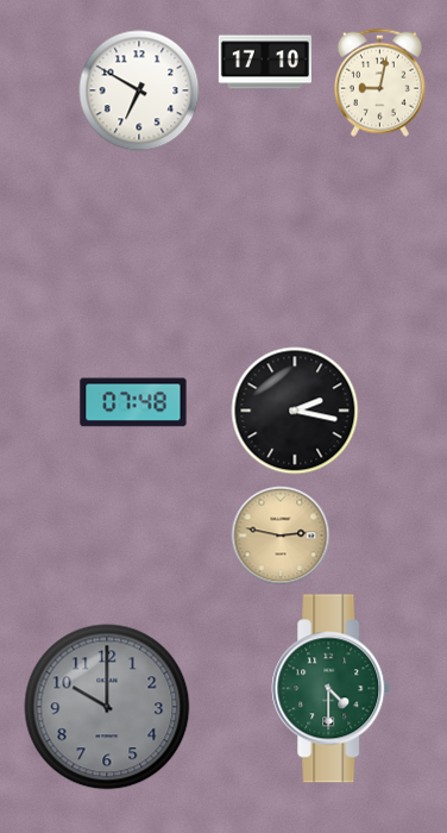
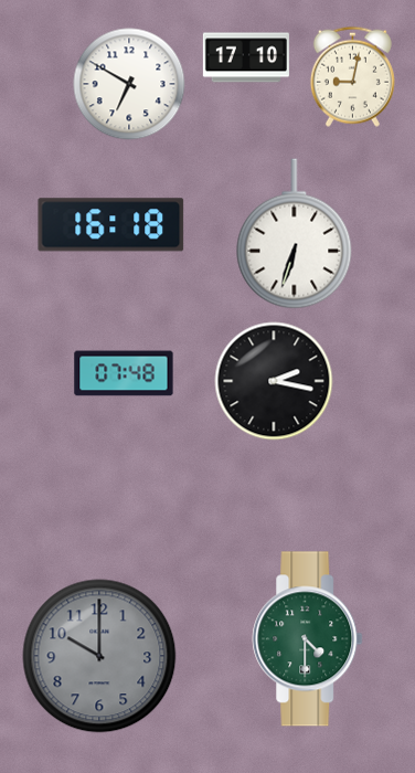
clock at (111, 225): none -> 16:18
clock at (295, 234): none -> 6:33
clock at (281, 535): 2:47 -> none
